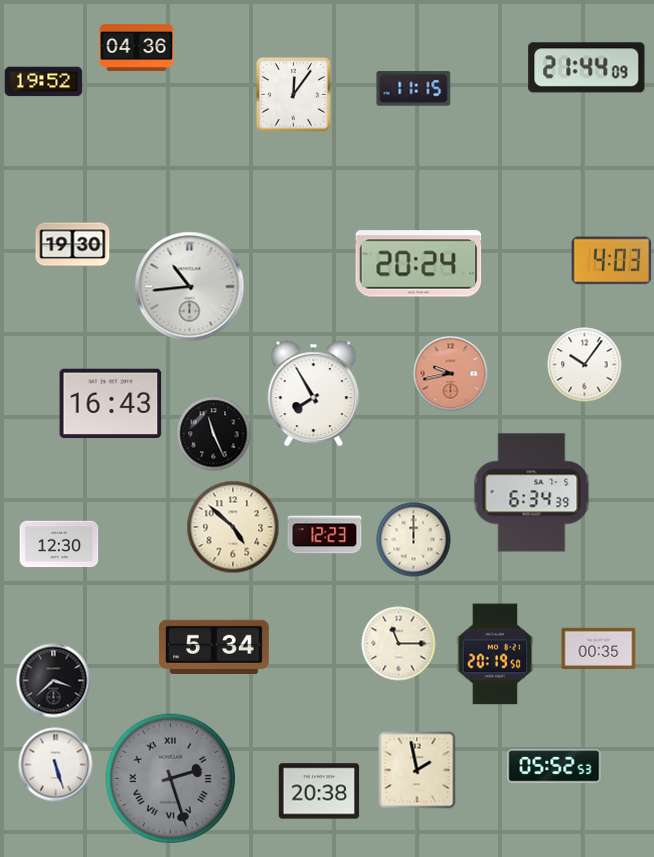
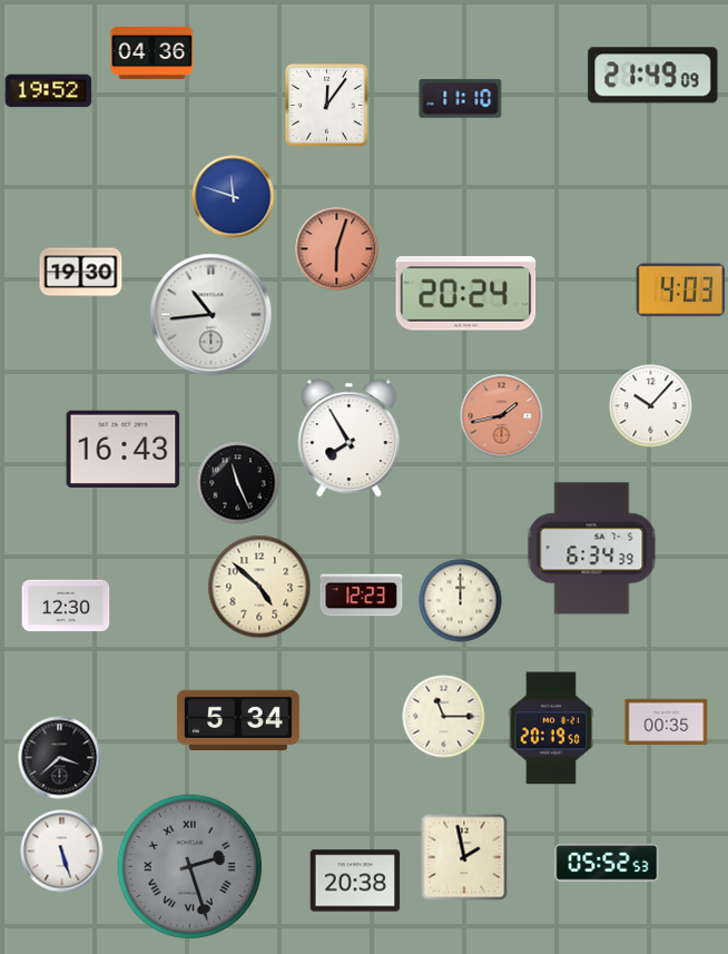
clock at (587, 68): 21:44 -> 21:49
clock at (414, 89): 11:15 -> 11:10
clock at (234, 197): none -> 11:48
clock at (337, 249): none -> 6:03
clock at (190, 287) position: (190, 287) -> (211, 315)
clock at (585, 365): 10:06 -> 10:07
clock at (451, 374): 9:43 -> 1:43
clock at (554, 766) position: (554, 766) -> (607, 863)
